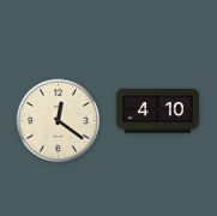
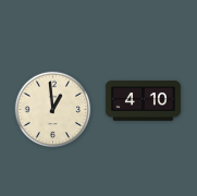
clock at (59, 121): 12:21 -> 12:59
